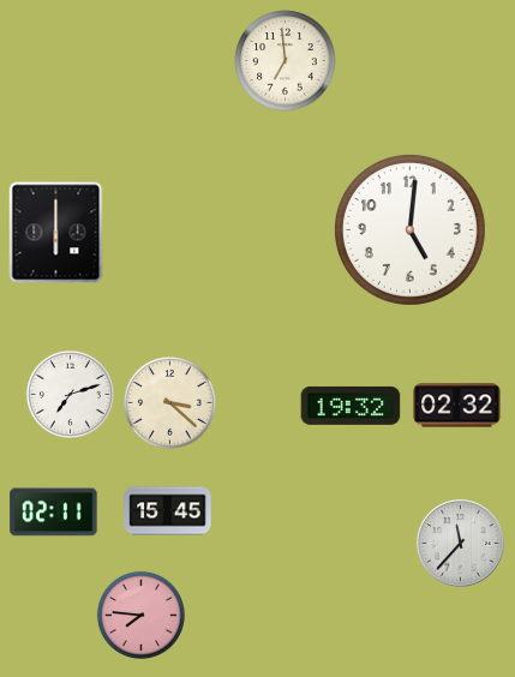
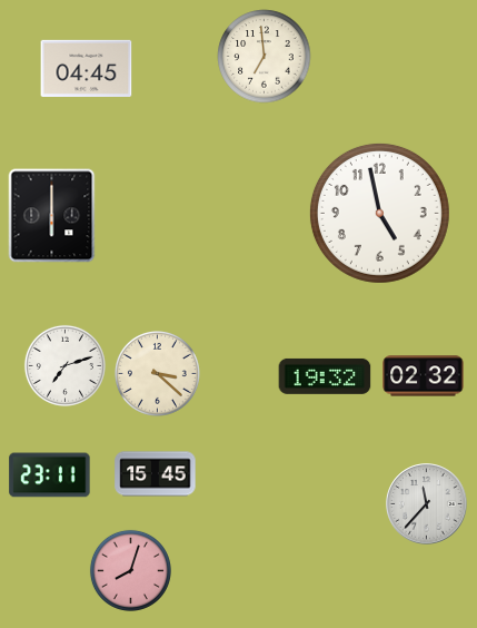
clock at (87, 68): none -> 04:45
clock at (409, 229): 5:01 -> 4:58
clock at (54, 513): 02:11 -> 23:11
clock at (140, 615): 7:46 -> 8:03
